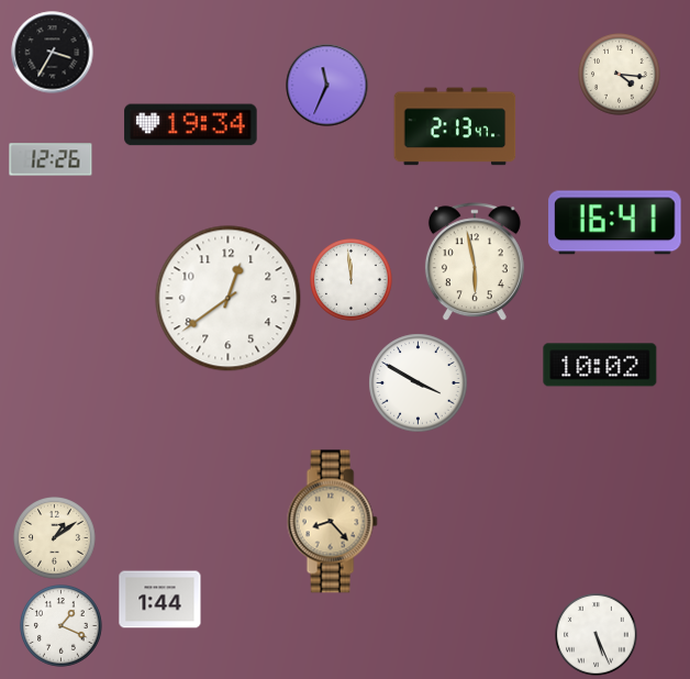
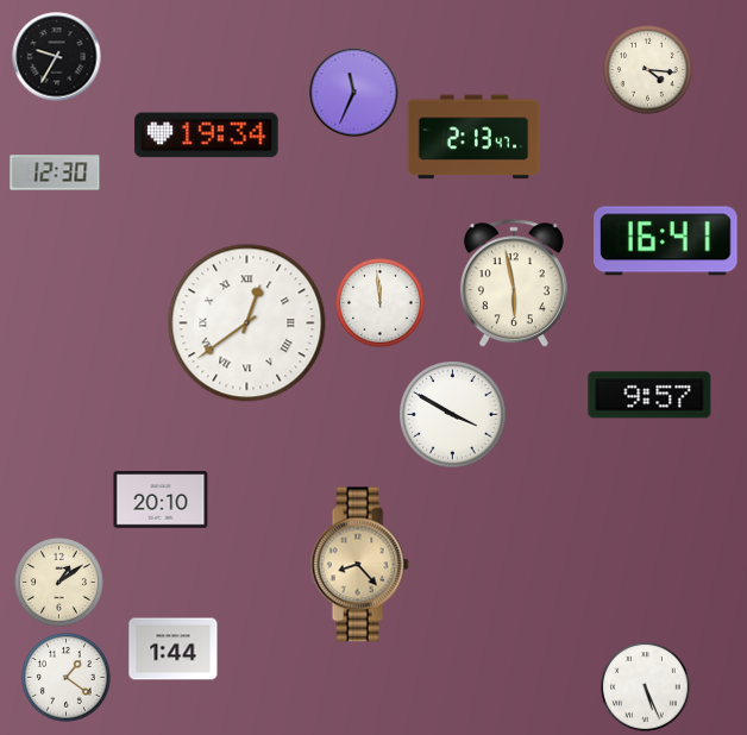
clock at (53, 53): 3:35 -> 9:35
clock at (620, 75) position: (620, 75) -> (648, 70)
clock at (455, 126) position: (455, 126) -> (473, 137)
clock at (51, 159): 12:26 -> 12:30
clock at (229, 299) numerals: Arabic -> Roman
clock at (600, 365): 10:02 -> 9:57
clock at (161, 500): none -> 20:10
clock at (62, 626): 1:19 -> 1:21
